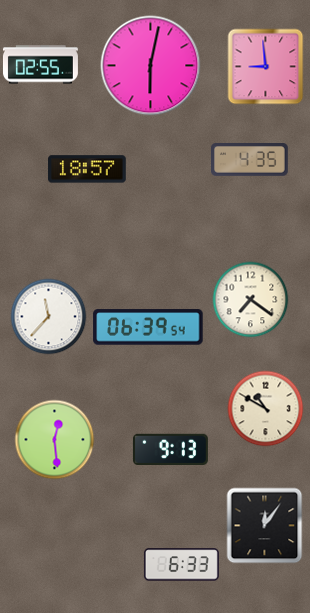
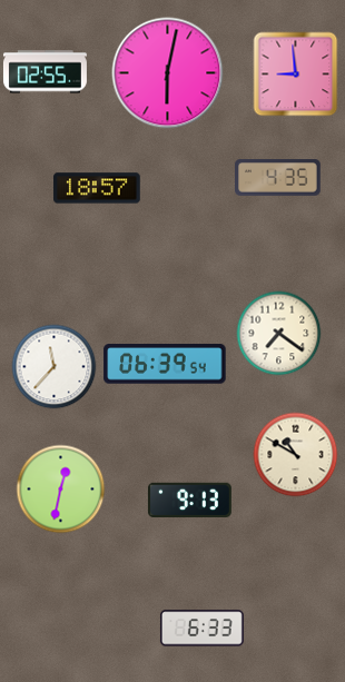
clock at (49, 317) position: (49, 317) -> (55, 367)
clock at (55, 440): 12:29 -> 12:32
clock at (265, 526): 12:06 -> none
